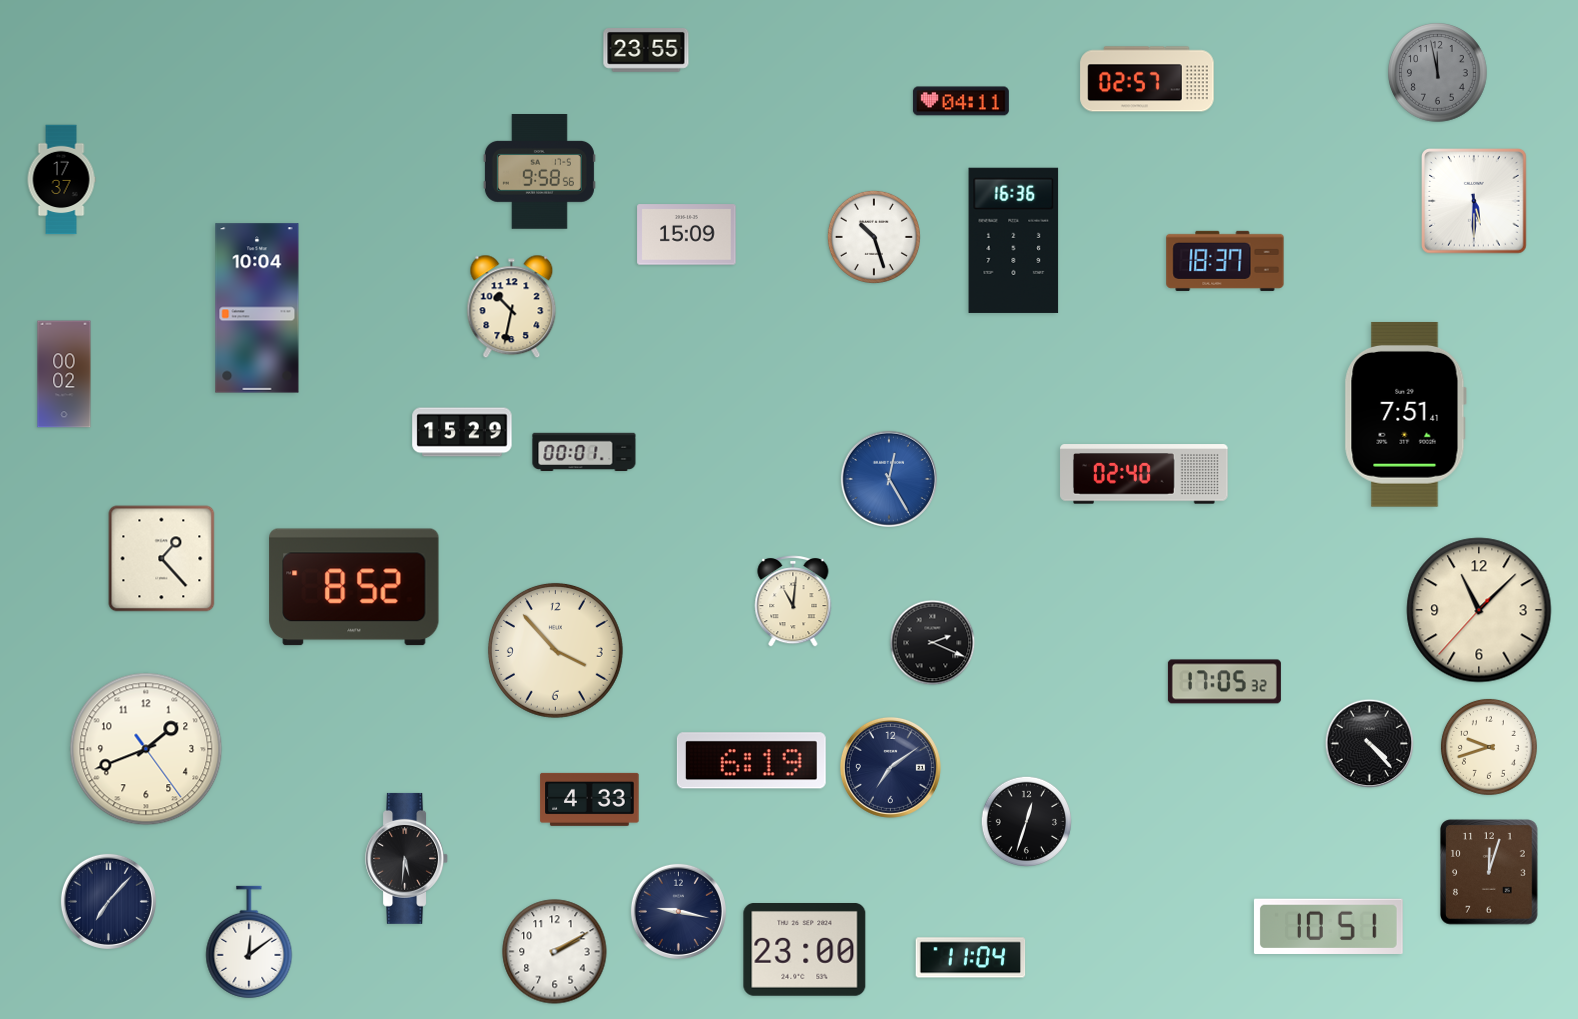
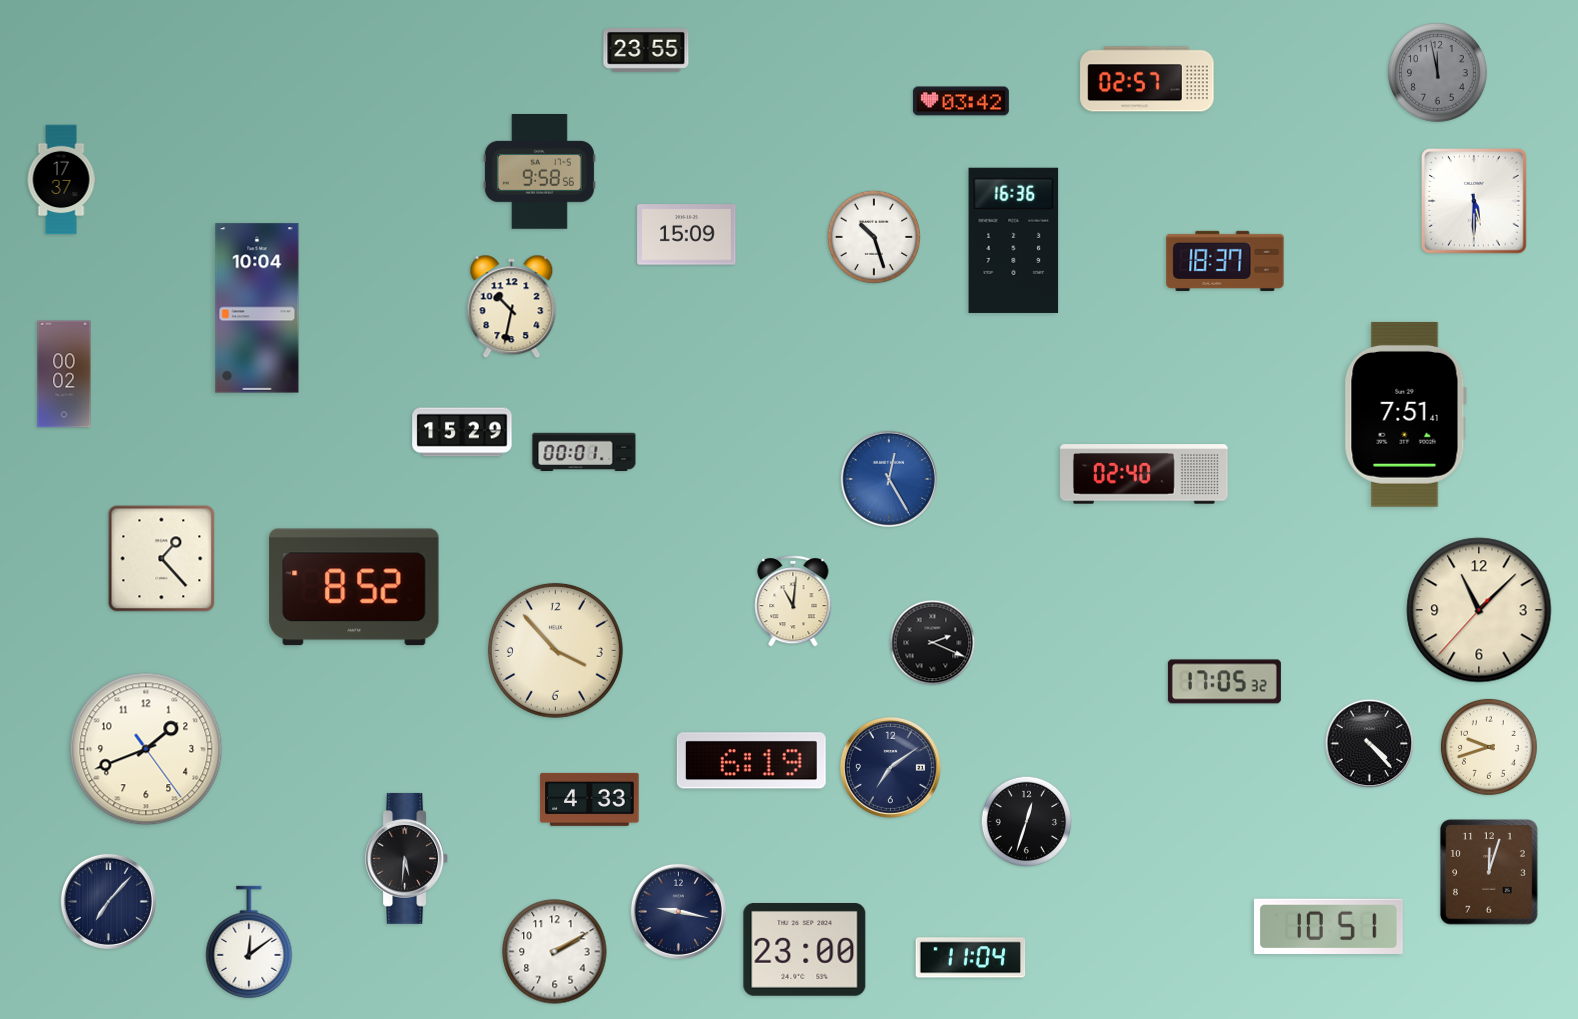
clock at (961, 101): 04:11 -> 03:42
